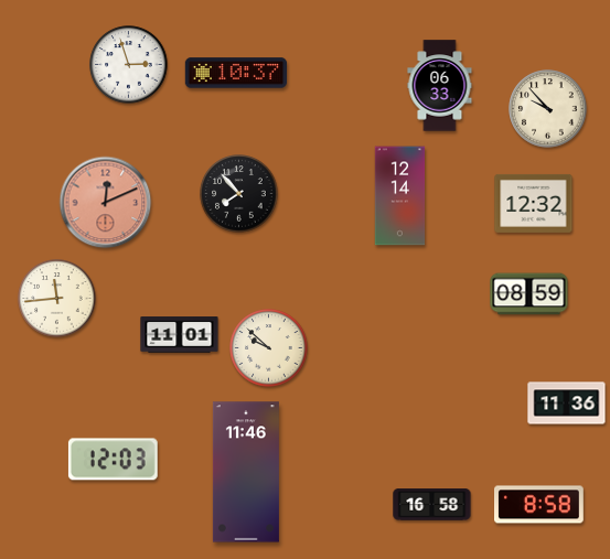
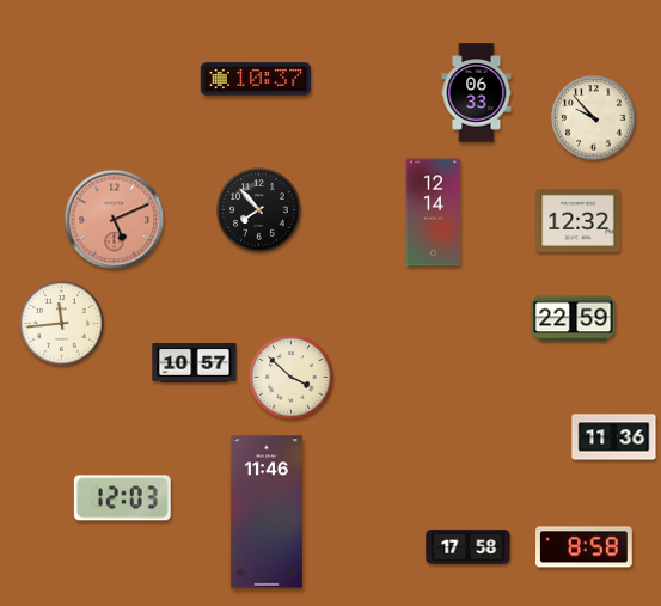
clock at (129, 65): 2:57 -> none
clock at (106, 203): 12:11 -> 5:11
clock at (529, 294): 08:59 -> 22:59
clock at (180, 335): 11:01 -> 10:57
clock at (269, 348): 9:52 -> 3:52
clock at (432, 505): 16:58 -> 17:58
